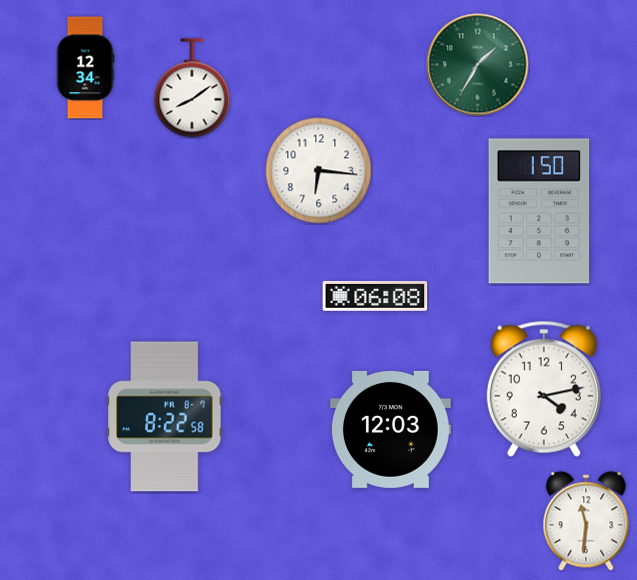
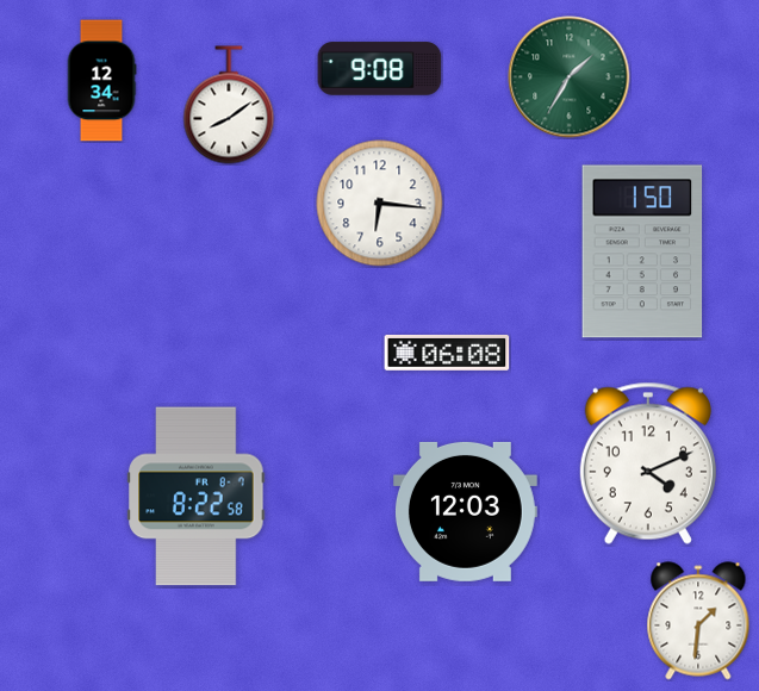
clock at (380, 69): none -> 9:08
clock at (544, 389): 4:13 -> 4:11
clock at (586, 521): 11:31 -> 1:31
